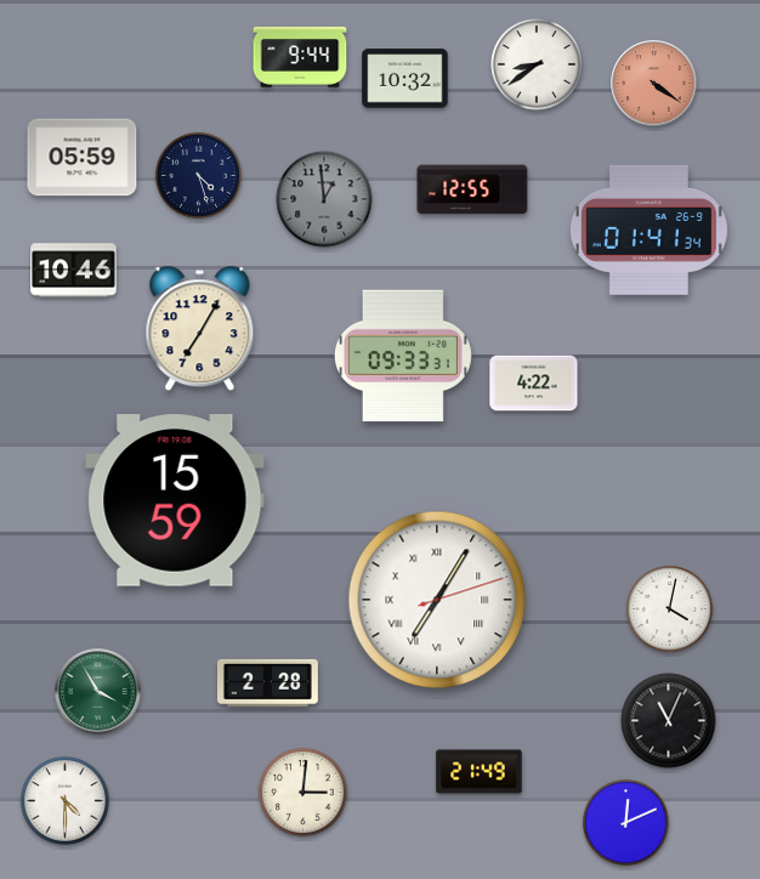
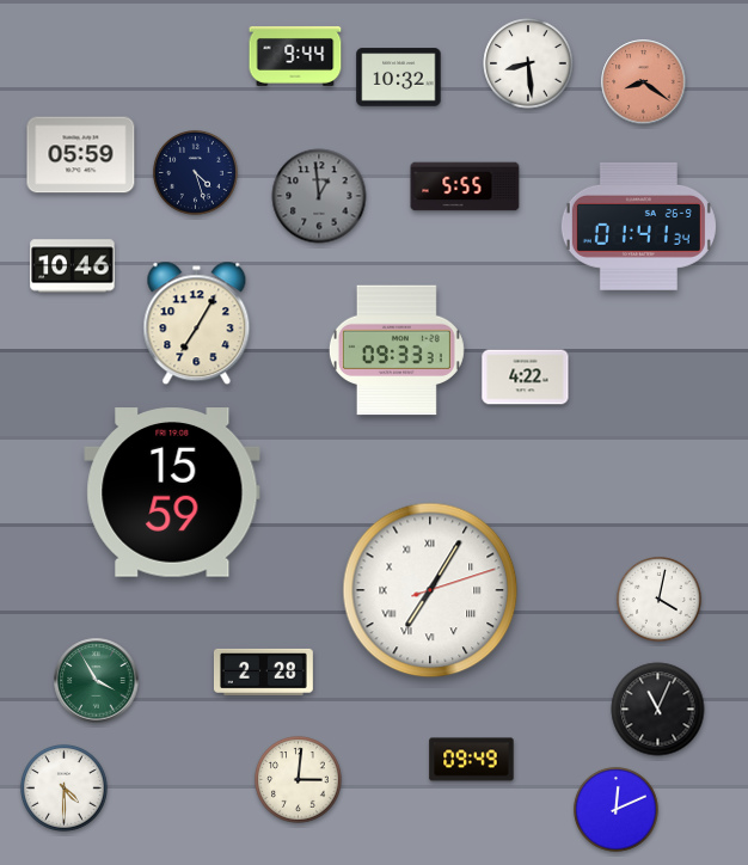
clock at (537, 64): 8:39 -> 8:29
clock at (654, 84): 4:21 -> 8:21
clock at (472, 189): 12:55 -> 5:55
clock at (480, 772): 21:49 -> 09:49
